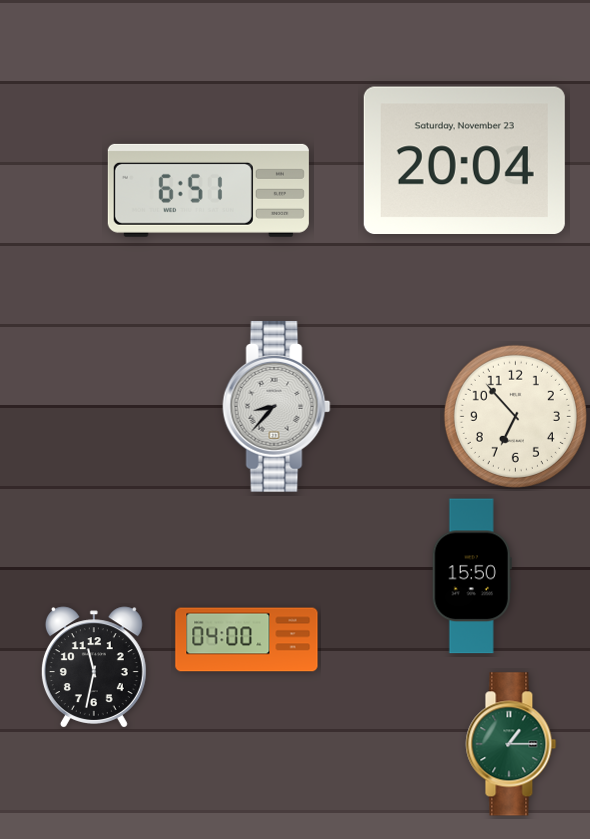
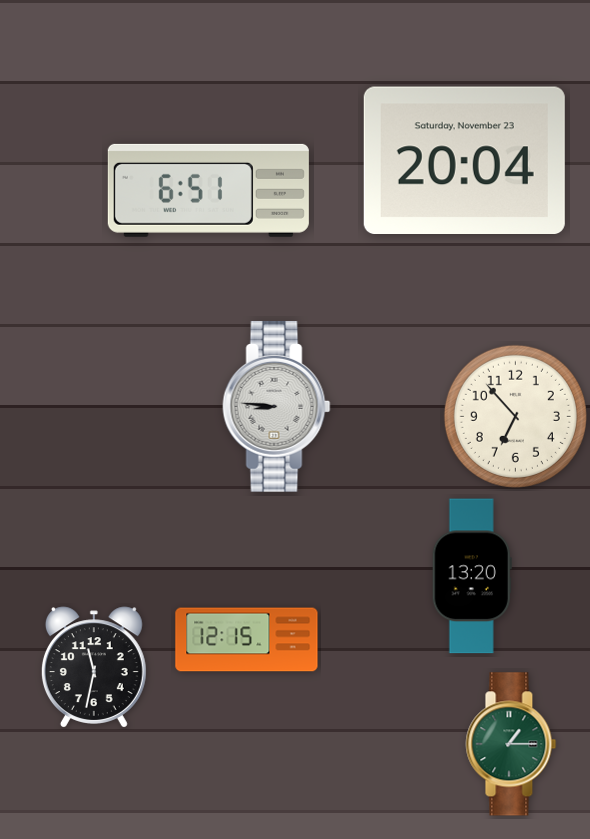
clock at (277, 406): 8:37 -> 8:46
clock at (472, 576): 15:50 -> 13:20
clock at (247, 640): 04:00 -> 12:15
